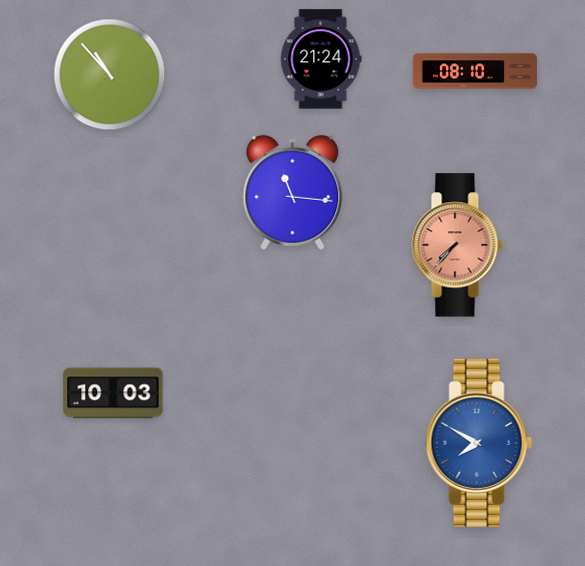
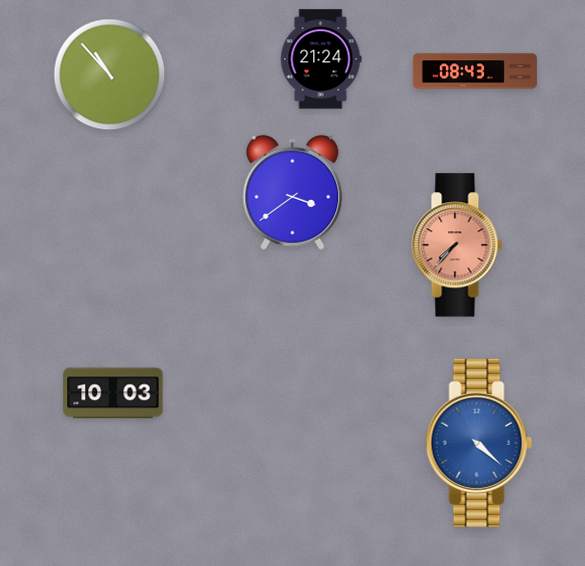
clock at (475, 71): 08:10 -> 08:43
clock at (293, 192): 11:16 -> 3:39
clock at (479, 443): 7:50 -> 4:22
